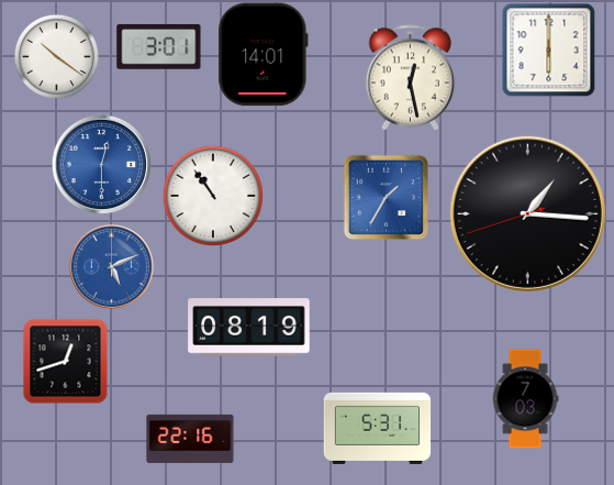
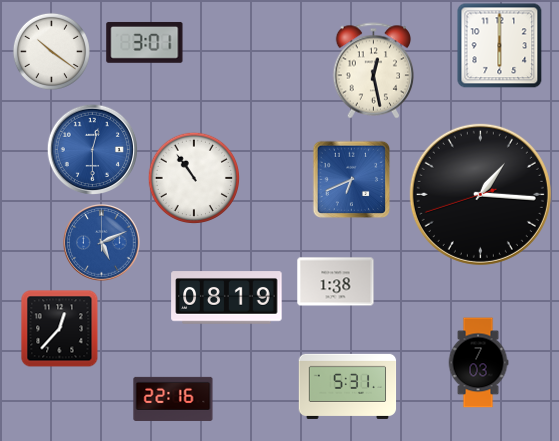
clock at (264, 55): 14:01 -> none
clock at (386, 197): 1:35 -> 6:41
clock at (336, 282): none -> 1:38
clock at (65, 361): 12:42 -> 12:37
clock at (378, 428) position: (378, 428) -> (348, 386)
